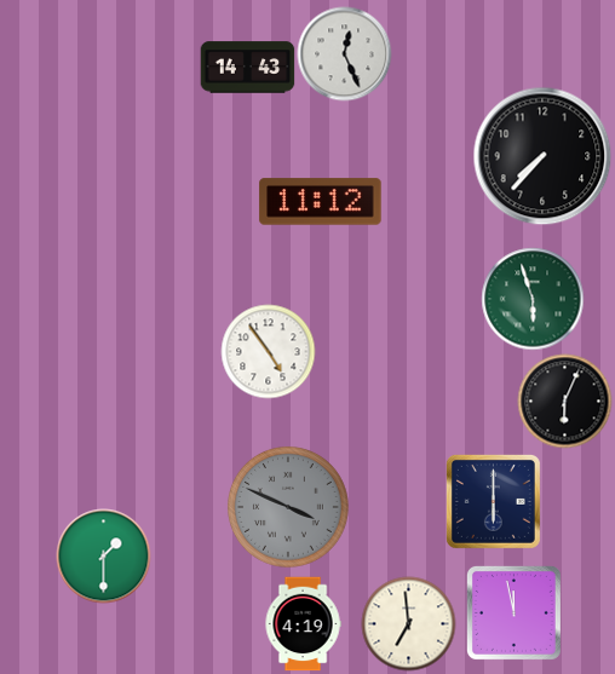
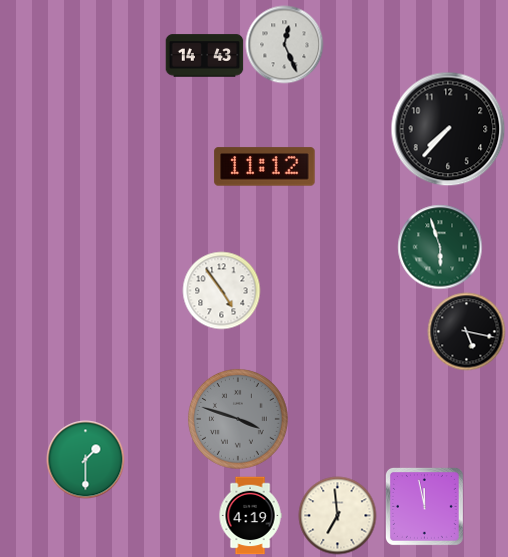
clock at (564, 401): 6:04 -> 5:17
clock at (493, 501): 6:00 -> none
clock at (288, 507): 3:49 -> 3:48
